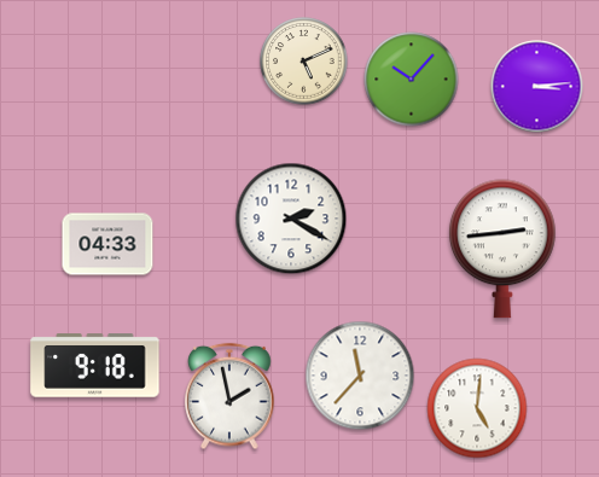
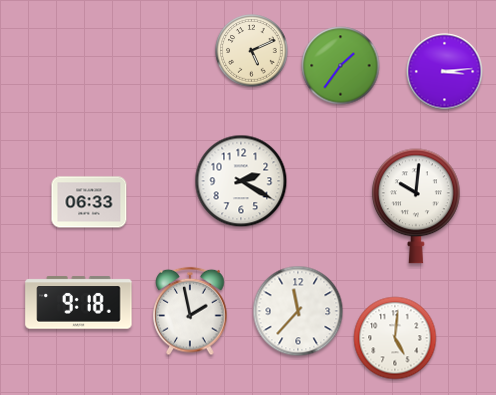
clock at (412, 80): 10:07 -> 1:36
clock at (107, 244): 04:33 -> 06:33
clock at (502, 249): 2:44 -> 10:01
clock at (229, 396) position: (229, 396) -> (190, 311)
